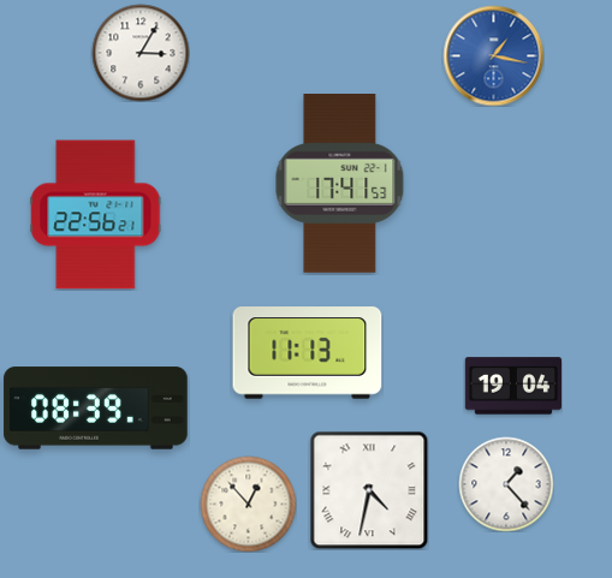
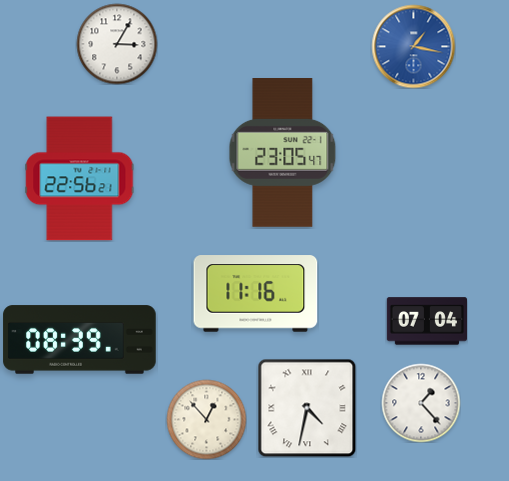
clock at (493, 55) position: (493, 55) -> (413, 46)
clock at (340, 184): 17:41 -> 23:05
clock at (308, 353): 11:13 -> 11:16
clock at (512, 386): 19:04 -> 07:04
